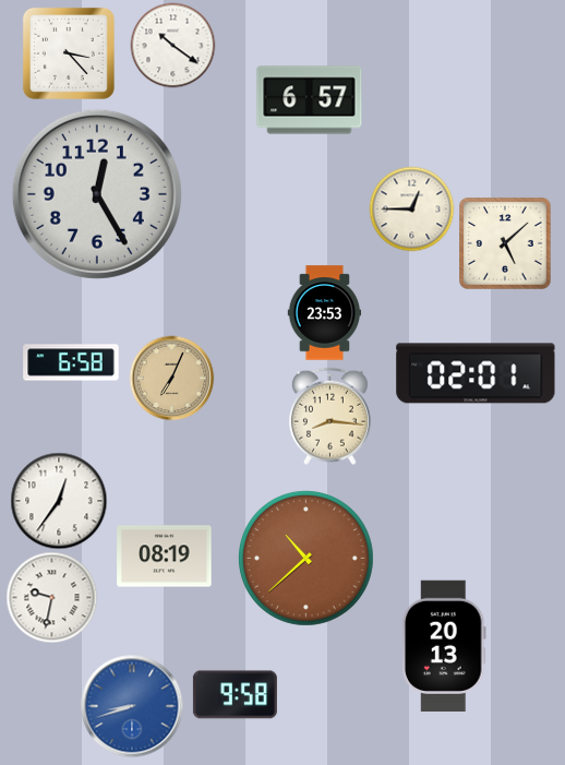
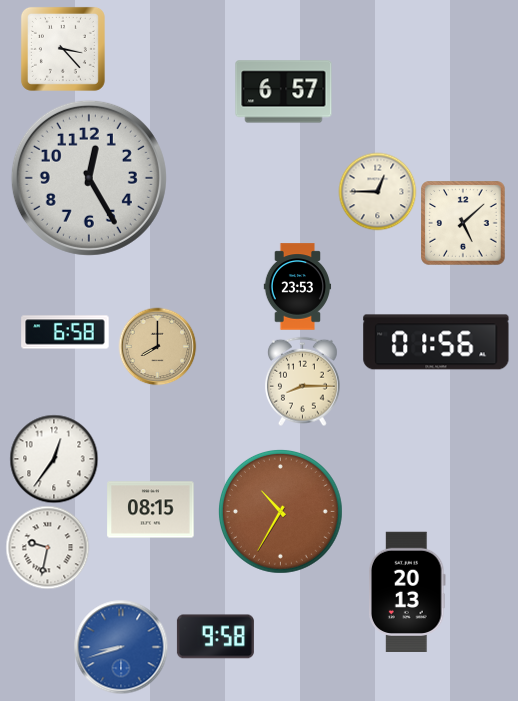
clock at (172, 45): 10:21 -> none
clock at (476, 373): 02:01 -> 01:56
clock at (171, 378): 7:04 -> 8:00
clock at (330, 416): 8:16 -> 8:15
clock at (165, 557): 08:19 -> 08:15
clock at (305, 558): 10:38 -> 10:35
